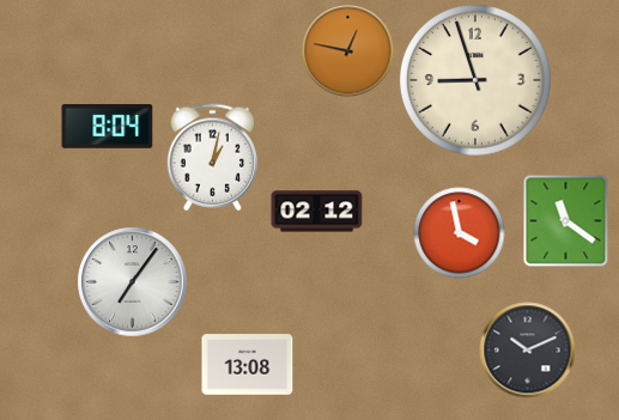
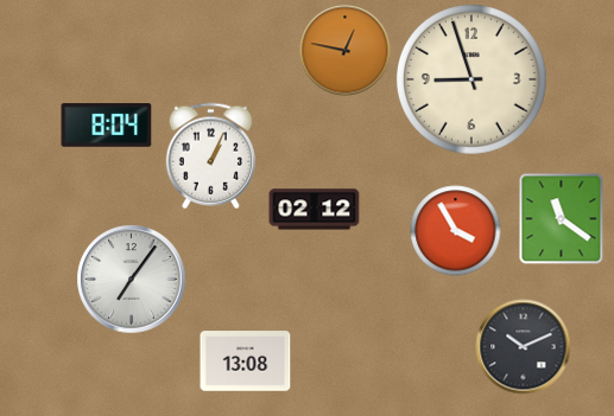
clock at (212, 158): 1:02 -> 1:04
clock at (460, 233): 3:58 -> 3:55
